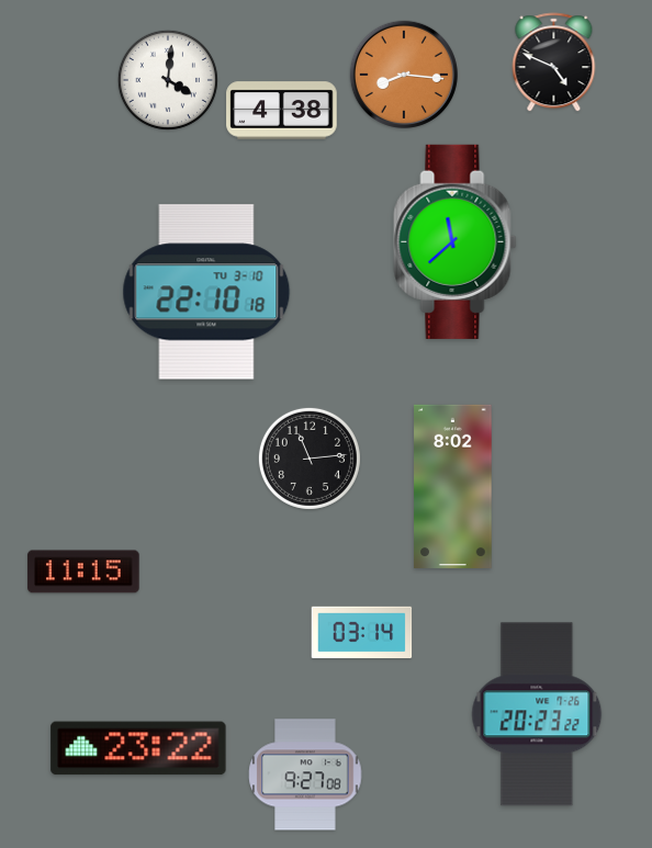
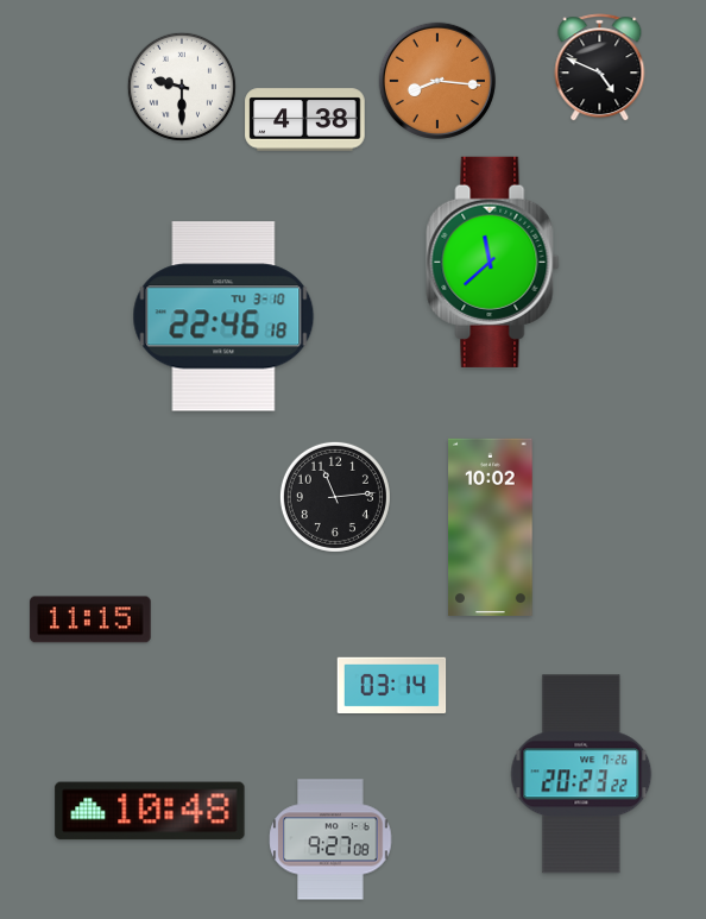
clock at (168, 80): 4:01 -> 9:30
clock at (206, 292): 22:10 -> 22:46
clock at (453, 486): 8:02 -> 10:02
clock at (138, 748): 23:22 -> 10:48
